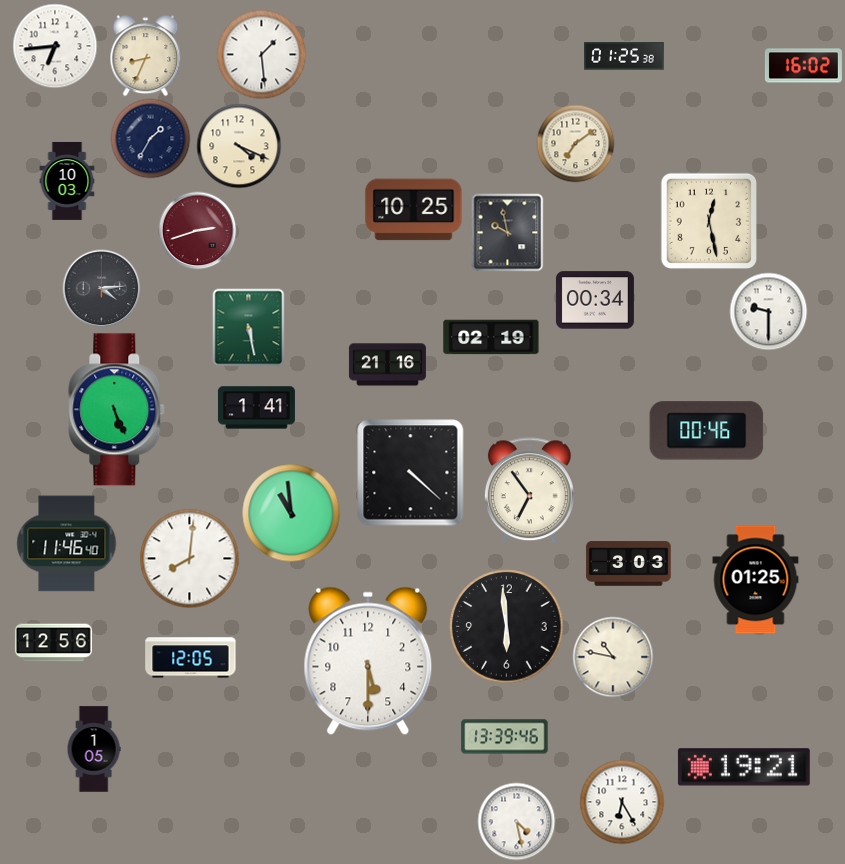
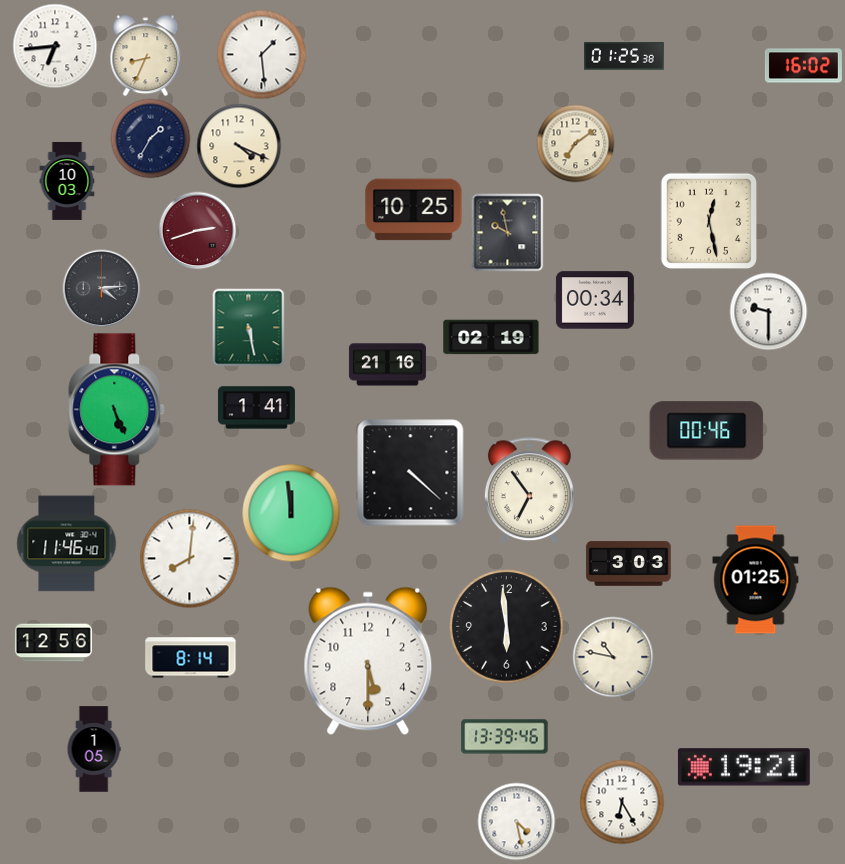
clock at (291, 513): 10:59 -> 11:59
clock at (191, 658): 12:05 -> 8:14
